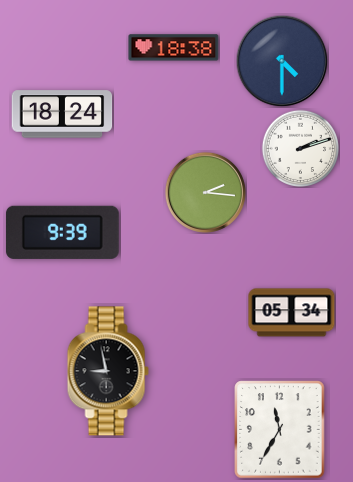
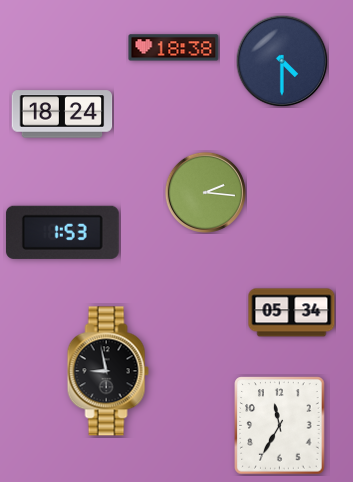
clock at (300, 148): 2:12 -> none
clock at (62, 232): 9:39 -> 1:53
clock at (280, 430) position: (280, 430) -> (280, 426)
